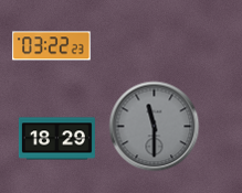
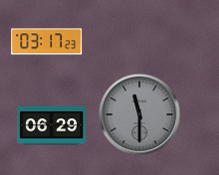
clock at (52, 46): 03:22 -> 03:17
clock at (56, 139): 18:29 -> 06:29
